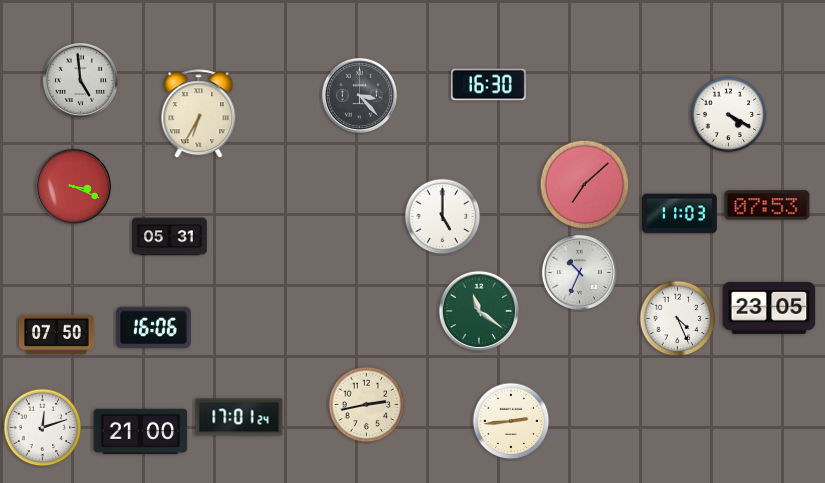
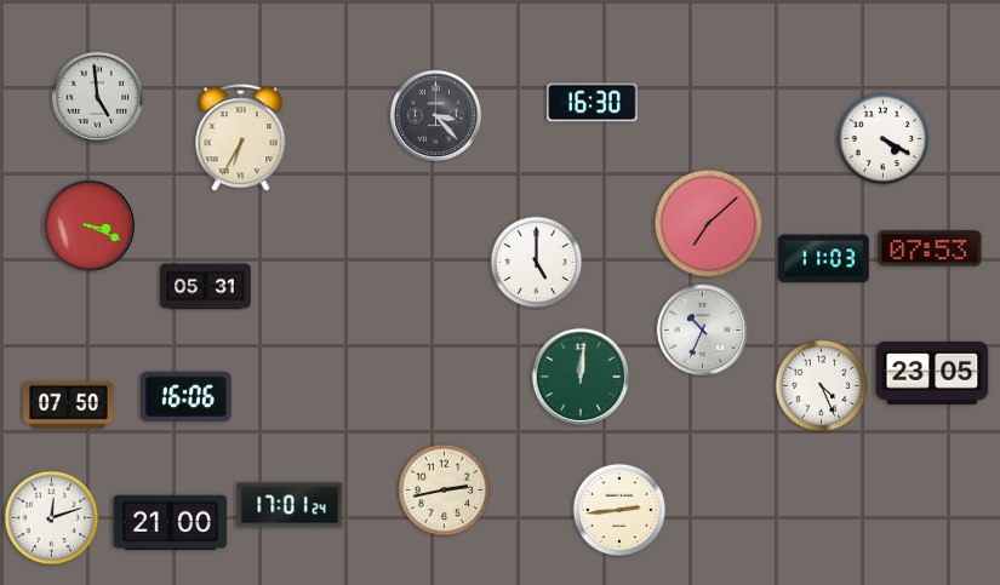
clock at (478, 310): 11:21 -> 12:01
